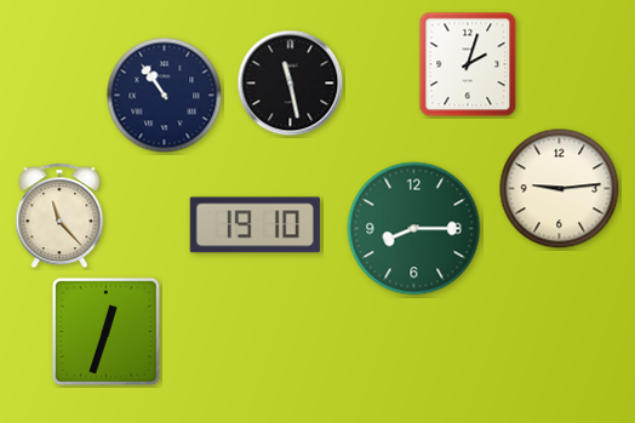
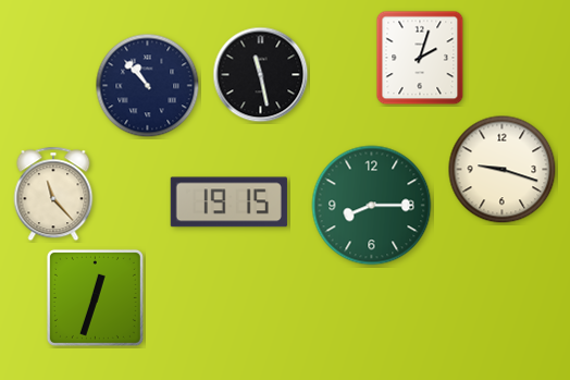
clock at (165, 96): 10:54 -> 10:53
clock at (560, 189): 9:14 -> 9:18
clock at (254, 225): 19:10 -> 19:15
